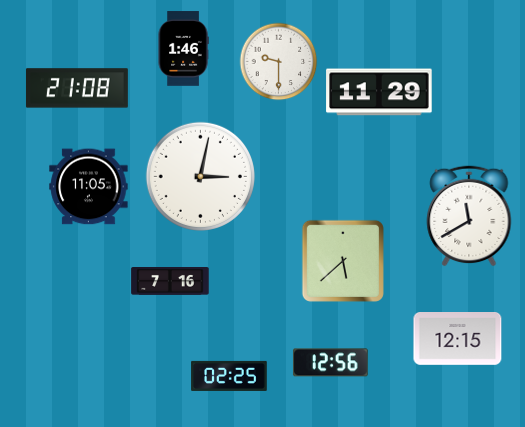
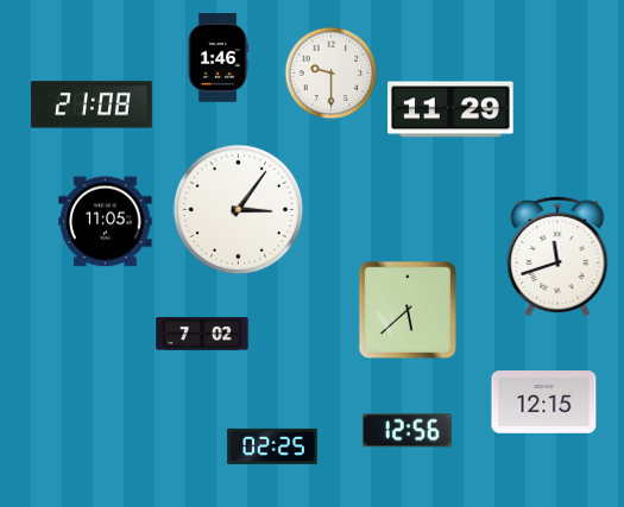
clock at (200, 176): 3:02 -> 3:06
clock at (469, 216): 11:40 -> 11:42
clock at (170, 282): 7:16 -> 7:02
clock at (330, 363) position: (330, 363) -> (406, 431)
